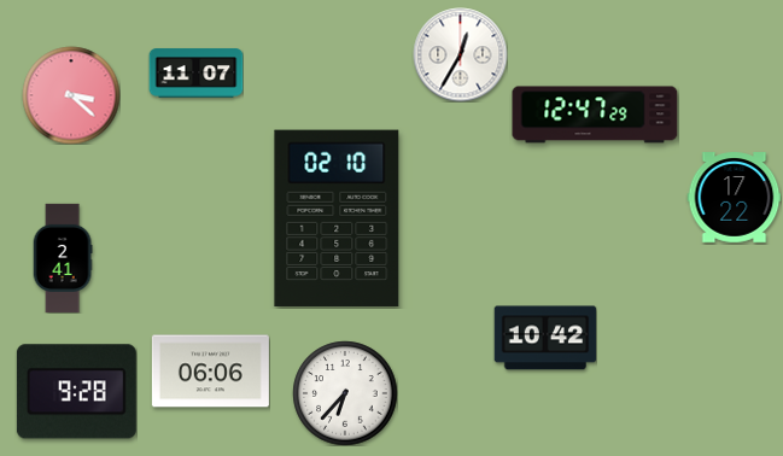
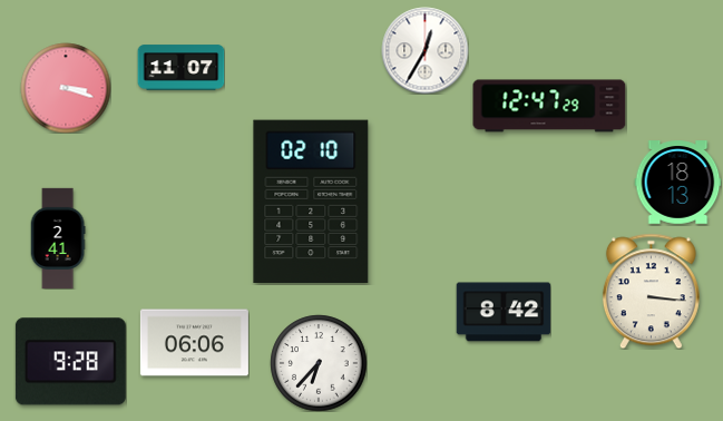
clock at (71, 95): 3:22 -> 3:18
clock at (734, 198): 17:22 -> 18:13
clock at (651, 291): none -> 3:16
clock at (545, 338): 10:42 -> 8:42
